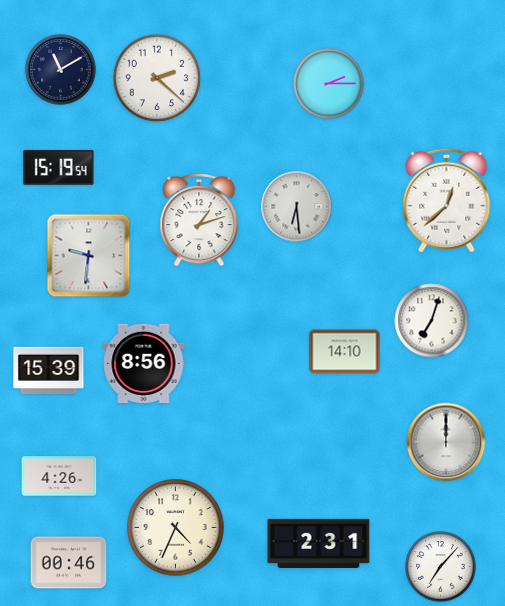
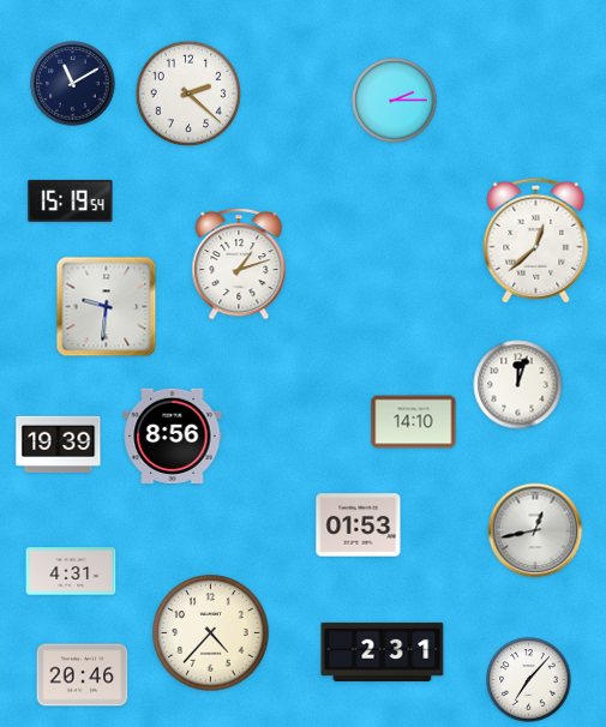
clock at (297, 207): 6:29 -> none
clock at (432, 321): 7:03 -> 12:03
clock at (49, 370): 15:39 -> 19:39
clock at (359, 525): none -> 01:53
clock at (446, 442): 12:00 -> 12:43
clock at (59, 476): 4:26 -> 4:31
clock at (176, 528): 4:34 -> 4:37
clock at (69, 563): 00:46 -> 20:46
